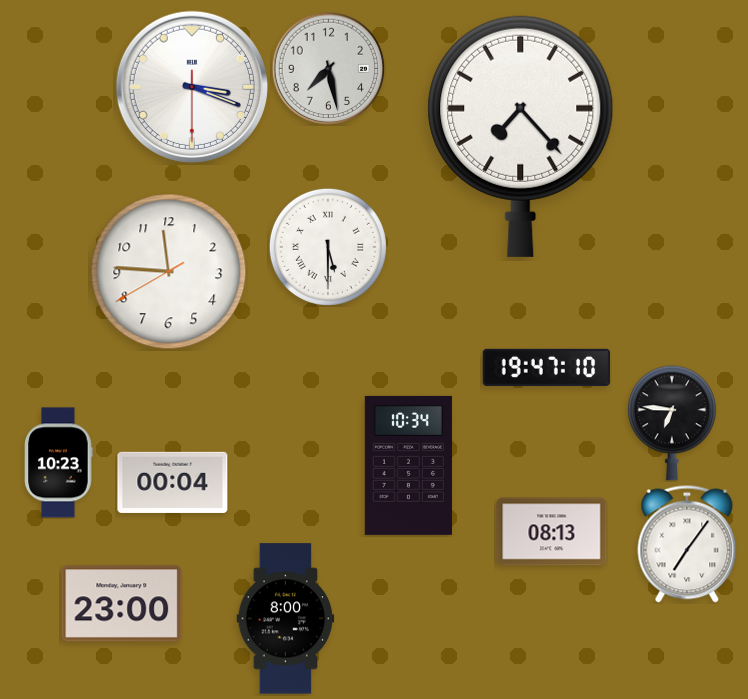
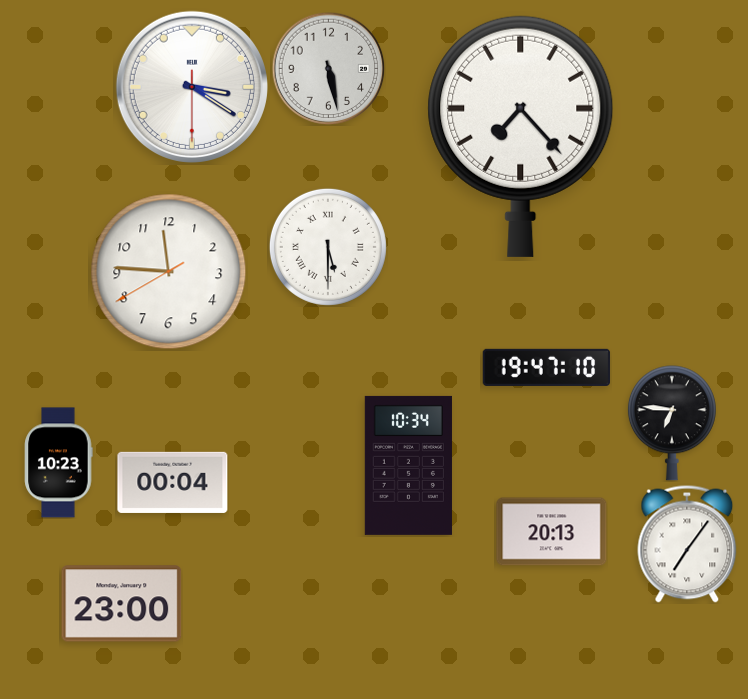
clock at (328, 68): 7:28 -> 5:28
clock at (192, 87): 3:18 -> 3:20
clock at (552, 532): 08:13 -> 20:13
clock at (286, 619): 8:00 -> none
